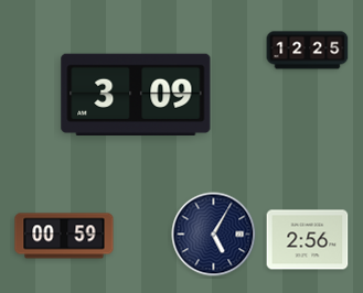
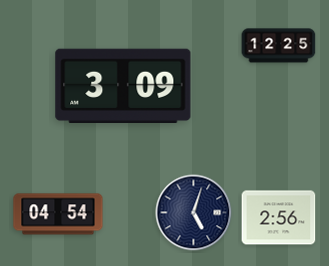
clock at (214, 235): 5:05 -> 5:03
clock at (64, 236): 00:59 -> 04:54
